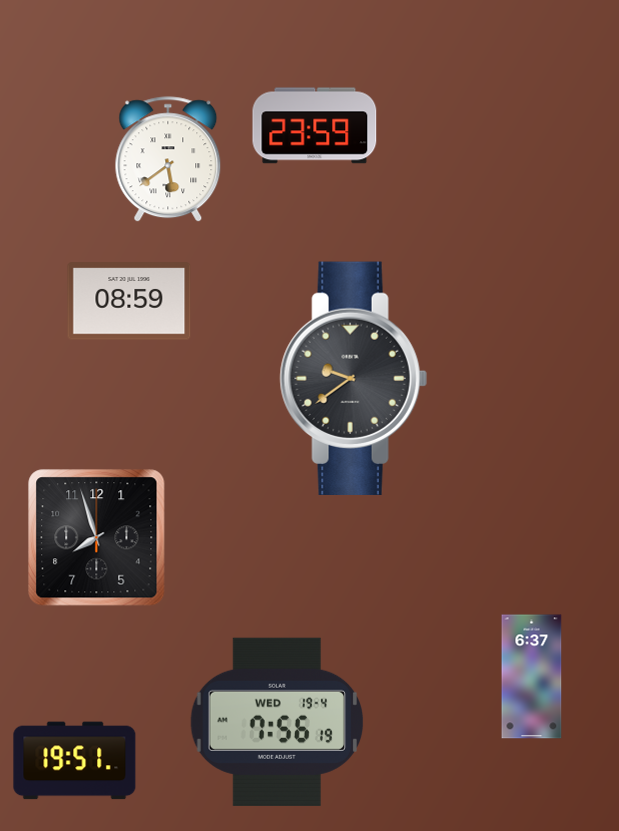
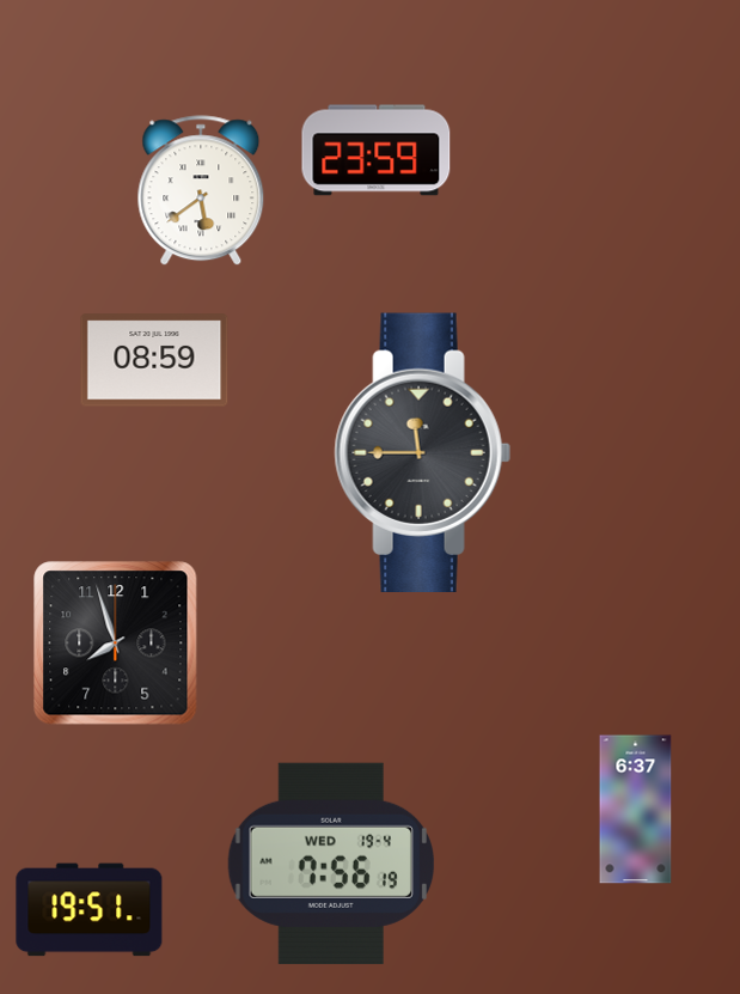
clock at (353, 378): 9:39 -> 11:45
